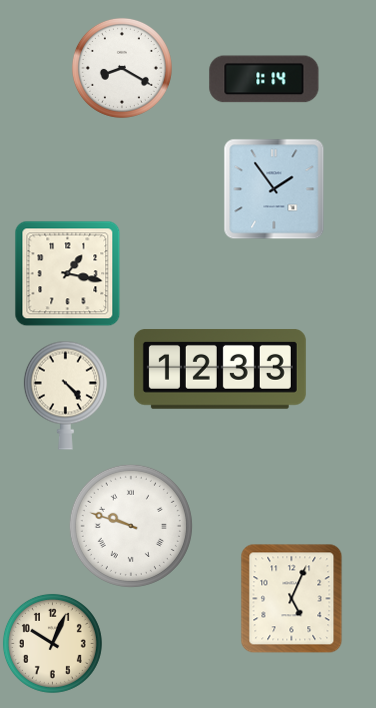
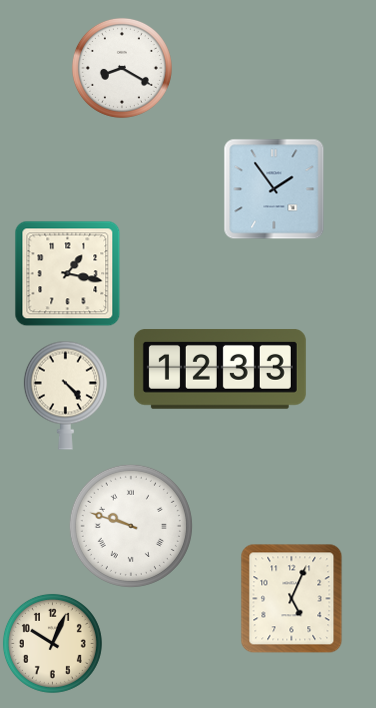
clock at (264, 79): 1:14 -> none
